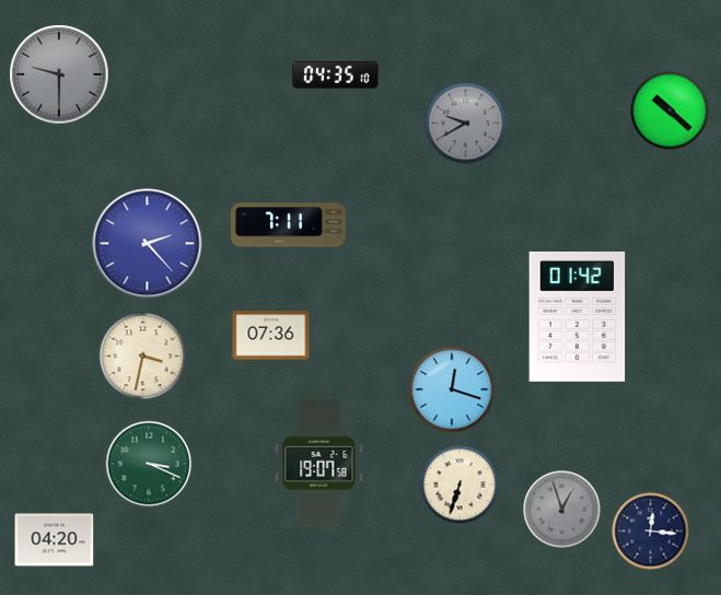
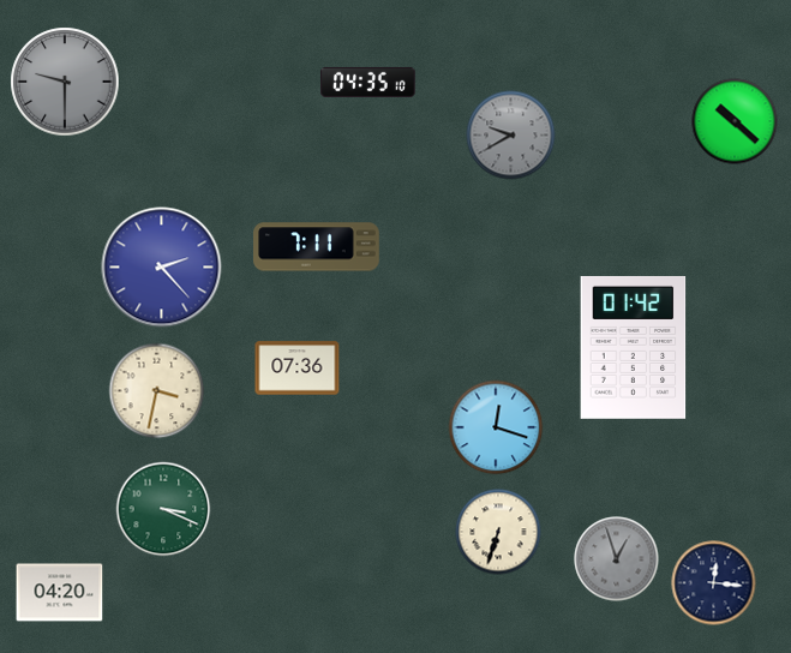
clock at (319, 463): 19:07 -> none
clock at (460, 485) position: (460, 485) -> (498, 532)
